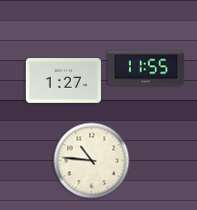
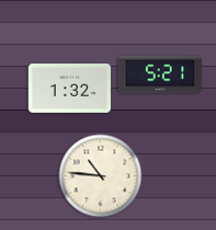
clock at (146, 68): 11:55 -> 5:21
clock at (63, 81): 1:27 -> 1:32
